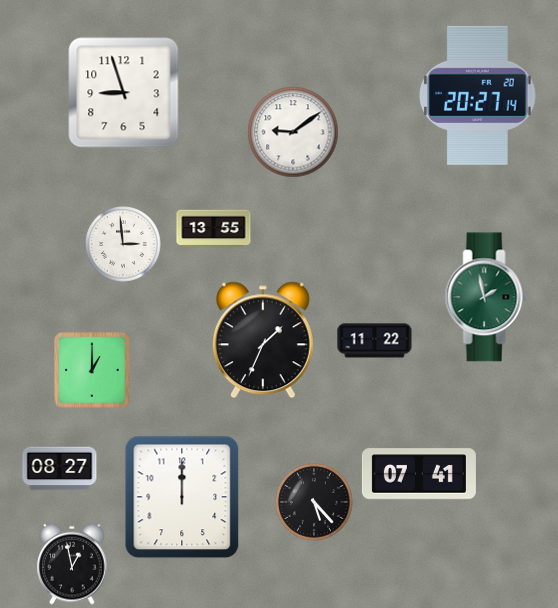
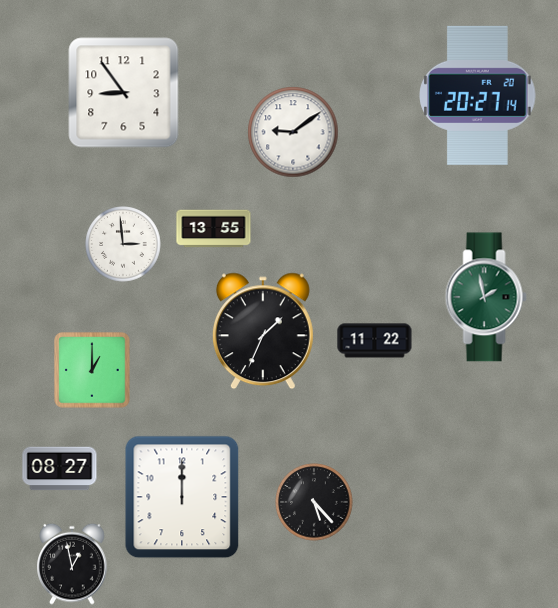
clock at (124, 93): 8:57 -> 8:54
clock at (263, 340) position: (263, 340) -> (263, 331)
clock at (419, 474): 07:41 -> none
